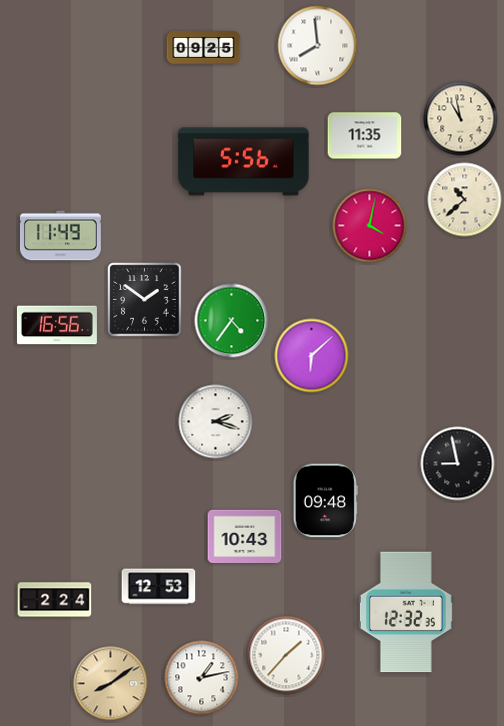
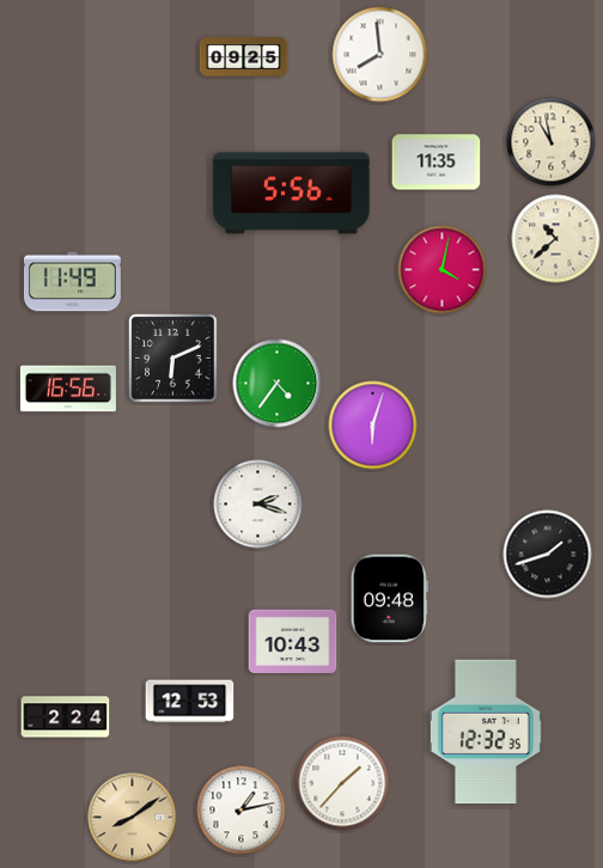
clock at (145, 300): 1:51 -> 6:11
clock at (312, 356): 6:08 -> 6:03
clock at (458, 464): 8:58 -> 1:42
